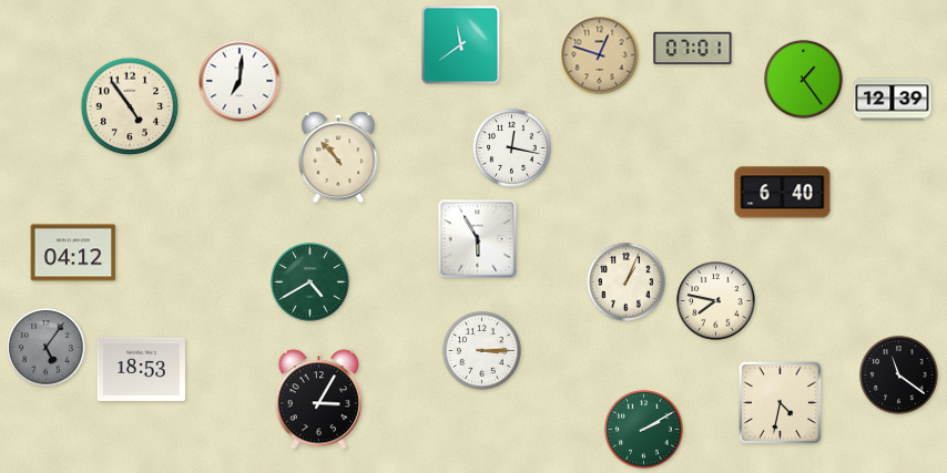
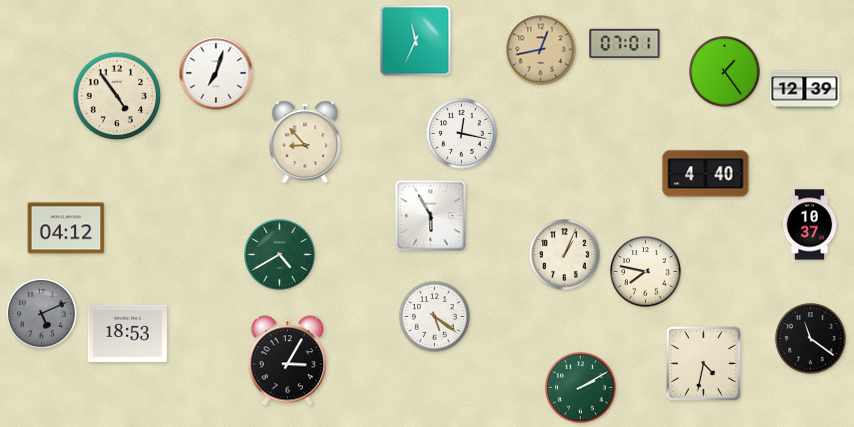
clock at (461, 45): 11:39 -> 11:34
clock at (600, 55): 12:48 -> 12:43
clock at (240, 81): 7:01 -> 7:03
clock at (338, 157): 10:53 -> 8:53
clock at (783, 193): 6:40 -> 4:40
clock at (810, 225): none -> 10:37
clock at (47, 348): 5:06 -> 5:11
clock at (482, 351): 3:15 -> 5:21
